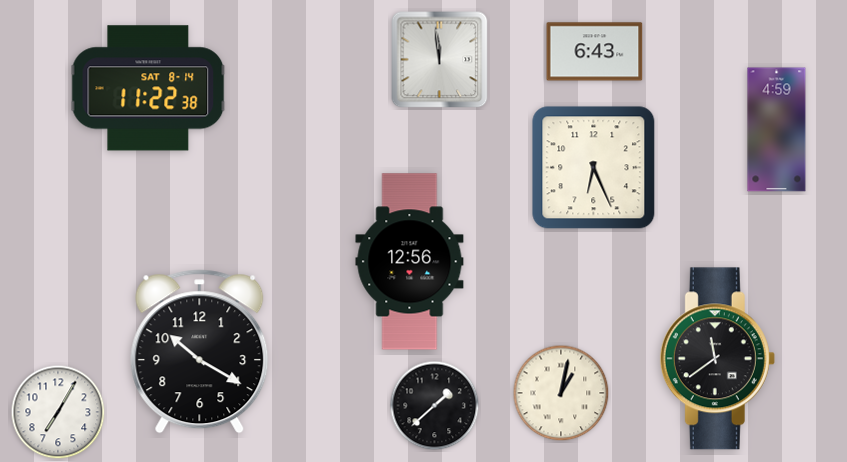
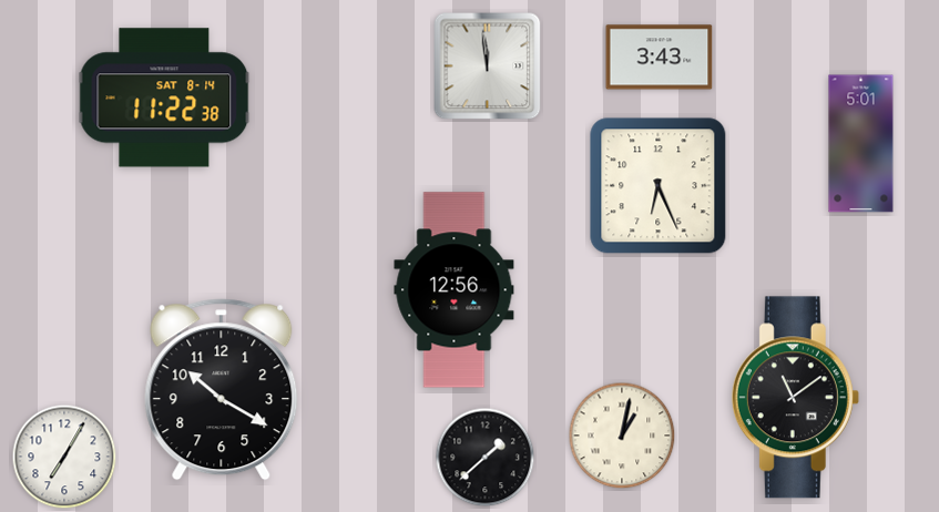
clock at (595, 52): 6:43 -> 3:43
clock at (777, 130): 4:59 -> 5:01
clock at (717, 359): 11:39 -> 11:09
clock at (435, 406) position: (435, 406) -> (486, 458)
